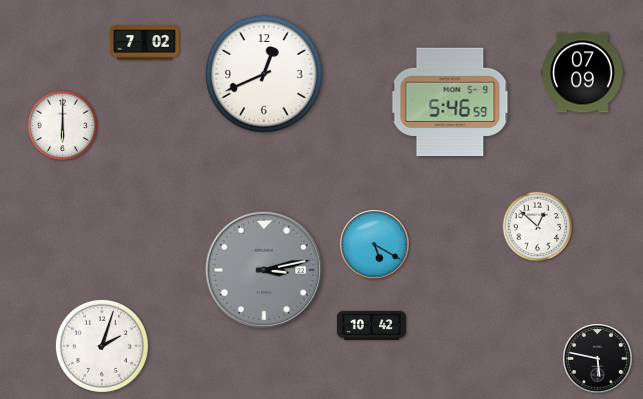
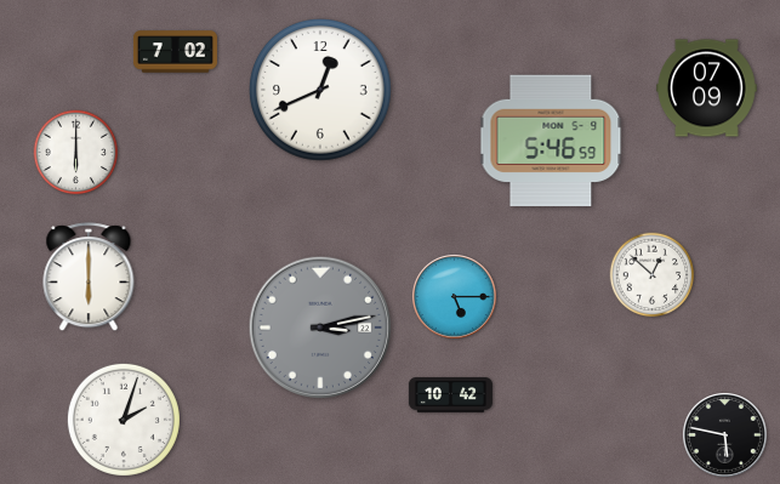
clock at (450, 102) position: (450, 102) -> (551, 141)
clock at (89, 278): none -> 6:00
clock at (375, 245): 5:20 -> 5:15
